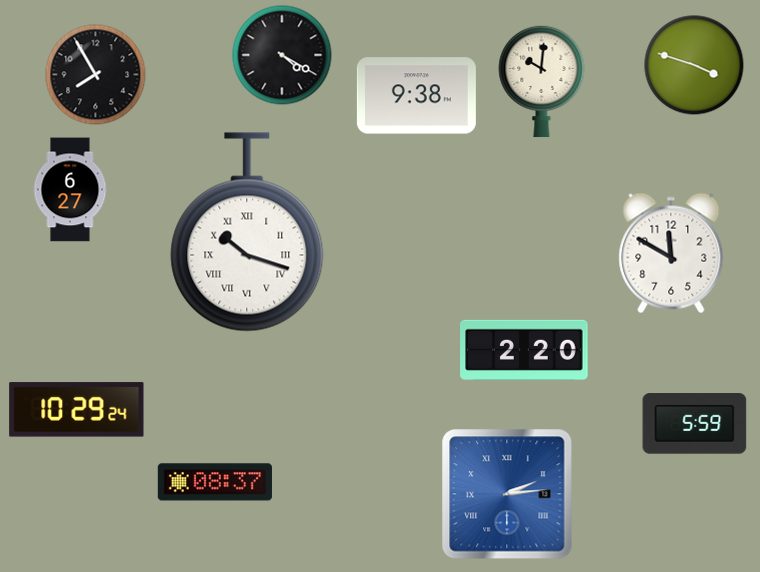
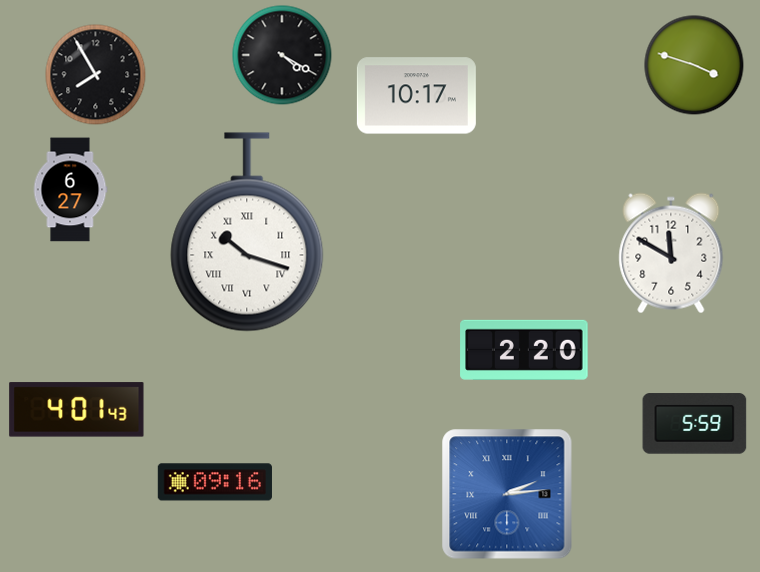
clock at (542, 81): 10:01 -> none
clock at (416, 96): 9:38 -> 10:17
clock at (77, 410): 10:29 -> 4:01
clock at (215, 482): 08:37 -> 09:16
